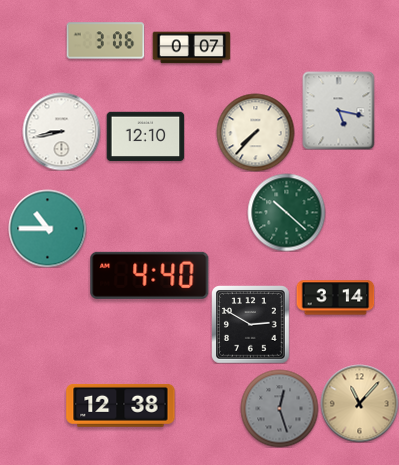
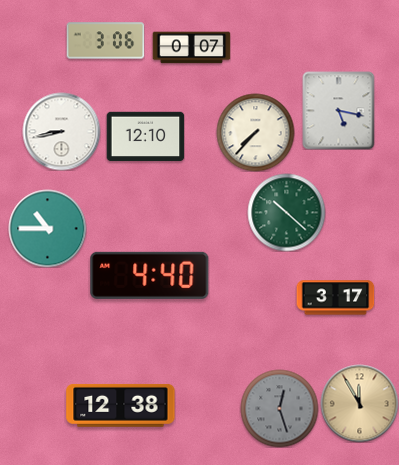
clock at (335, 298): 3:14 -> 3:17
clock at (251, 325): 2:50 -> none
clock at (359, 403): 11:07 -> 11:55
